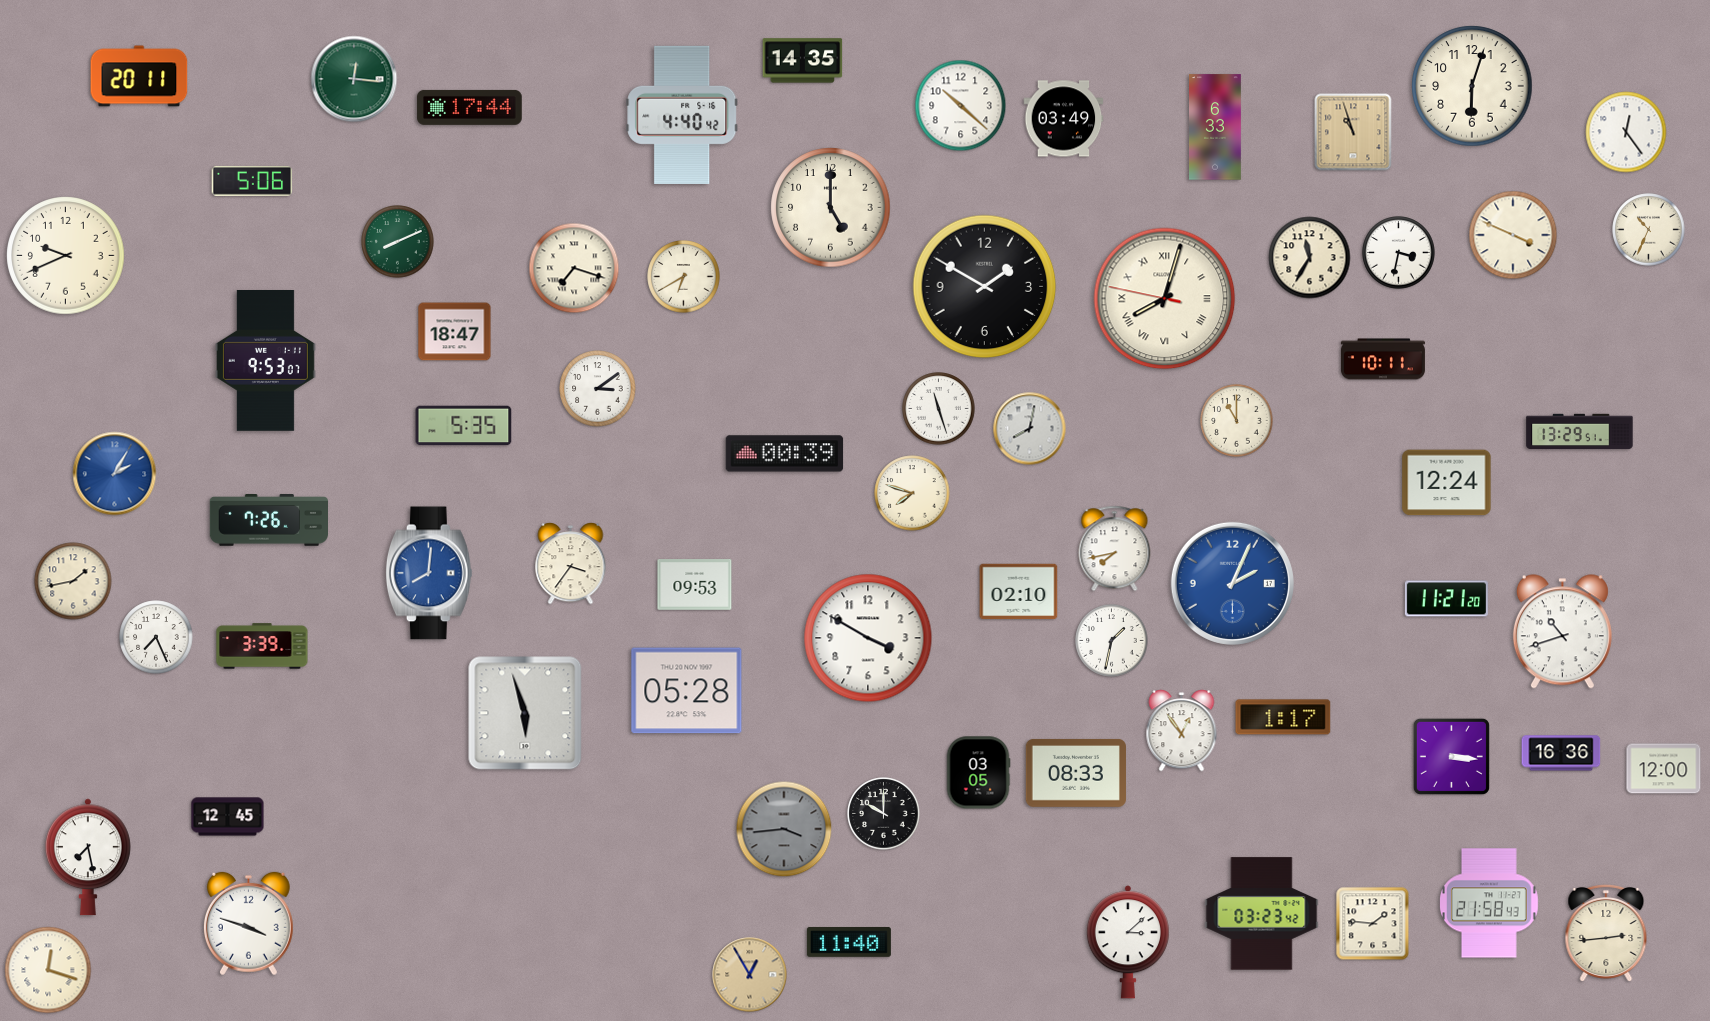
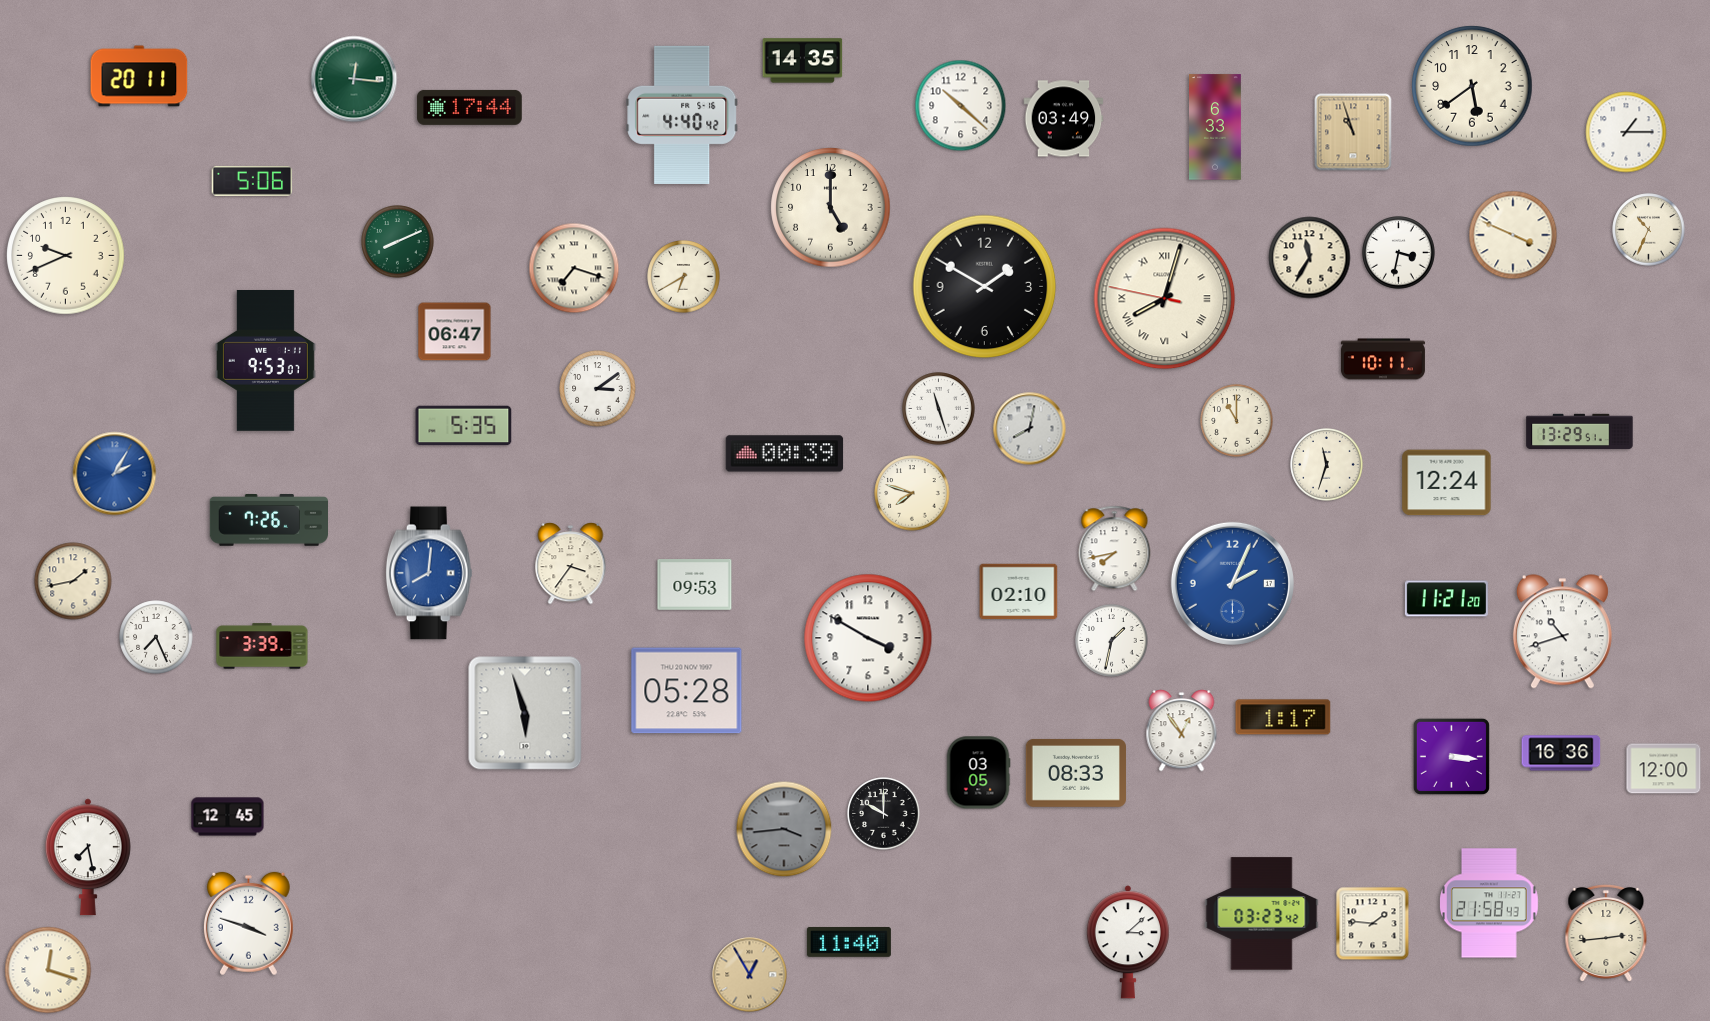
clock at (1472, 86): 6:03 -> 5:39
clock at (1626, 132): 12:24 -> 1:15
clock at (455, 332): 18:47 -> 06:47
clock at (1327, 465): none -> 11:33
